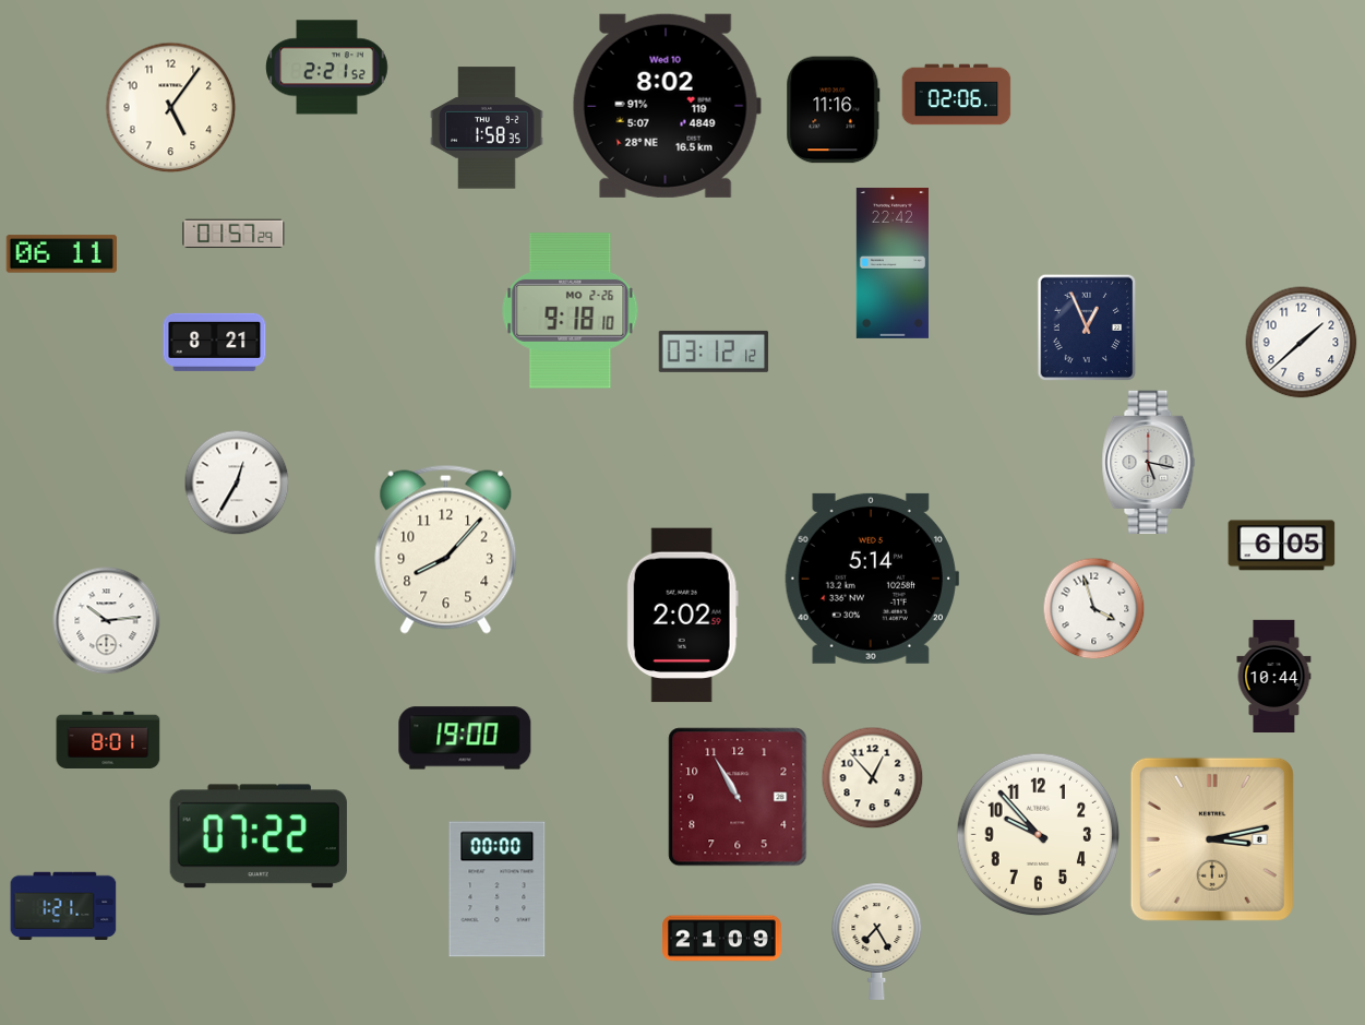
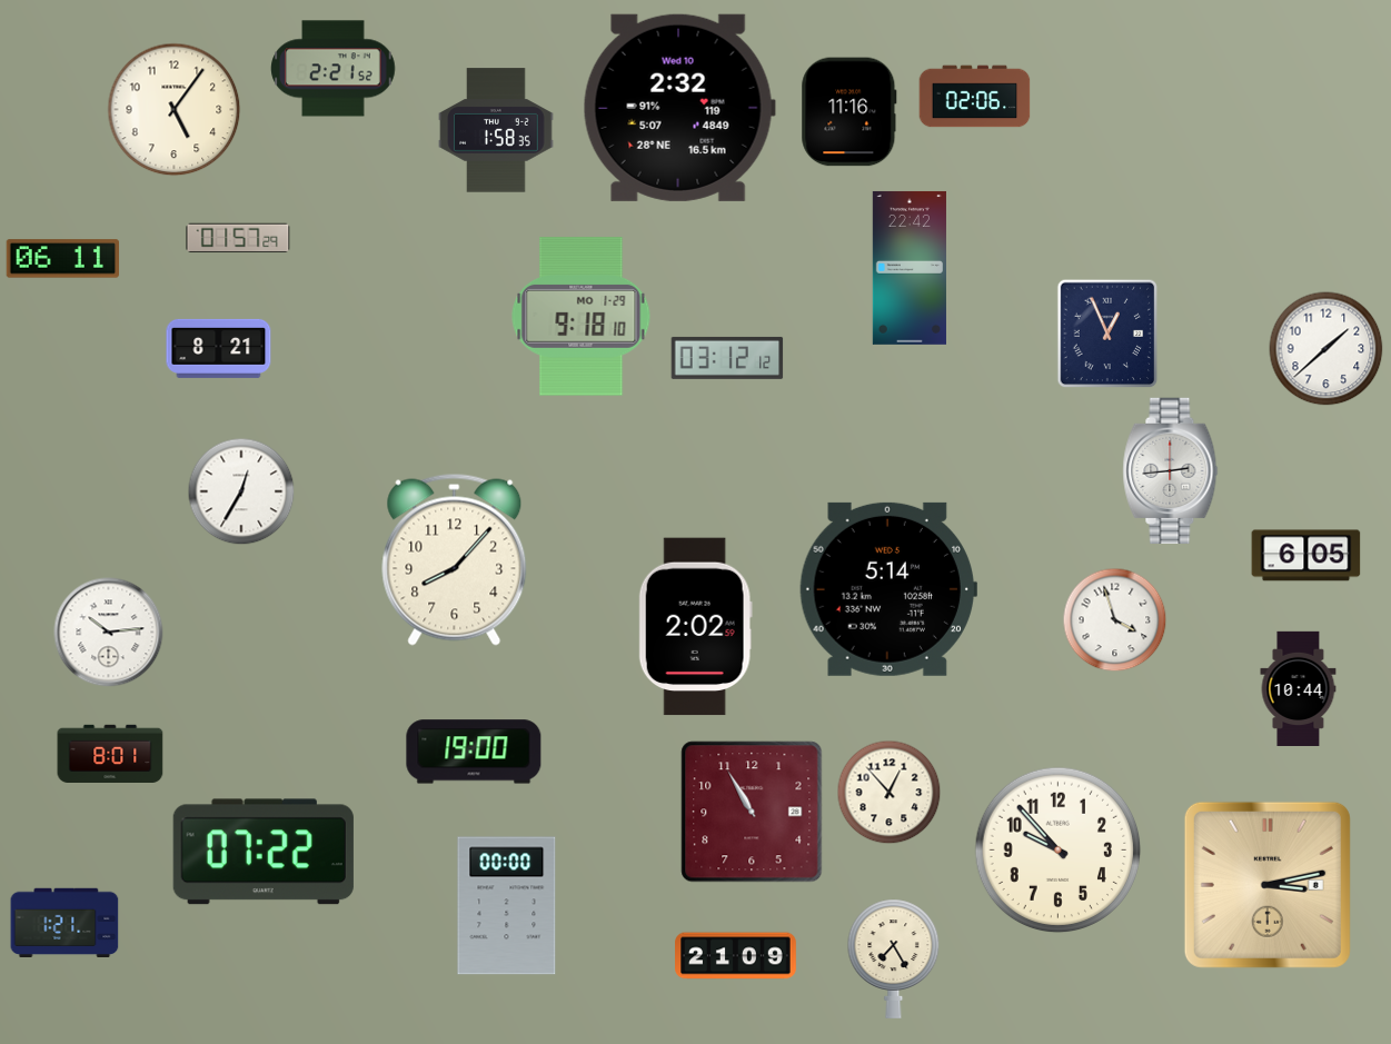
clock at (667, 106): 8:02 -> 2:32
clock at (571, 311) date: MO 2-26 -> MO 1-29
clock at (1149, 463): 5:17 -> 2:44
clock at (1212, 839) position: (1212, 839) -> (1268, 885)
